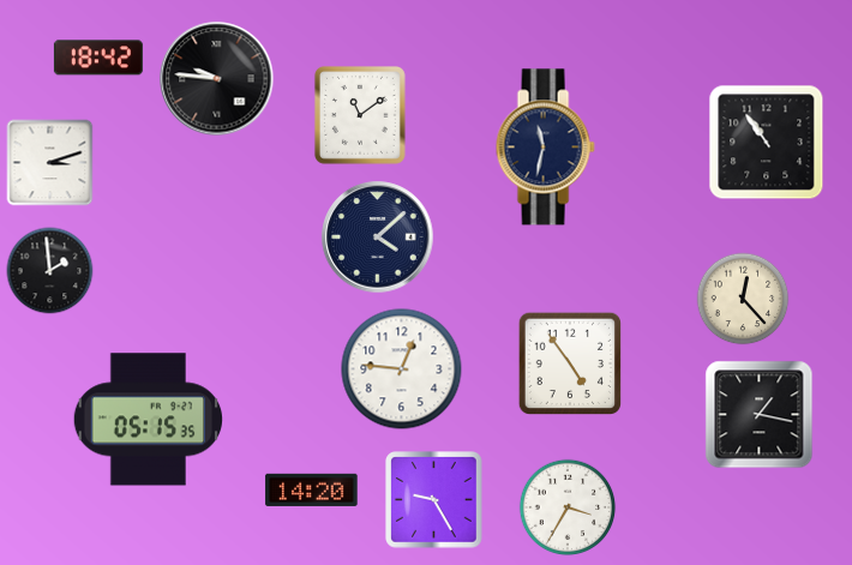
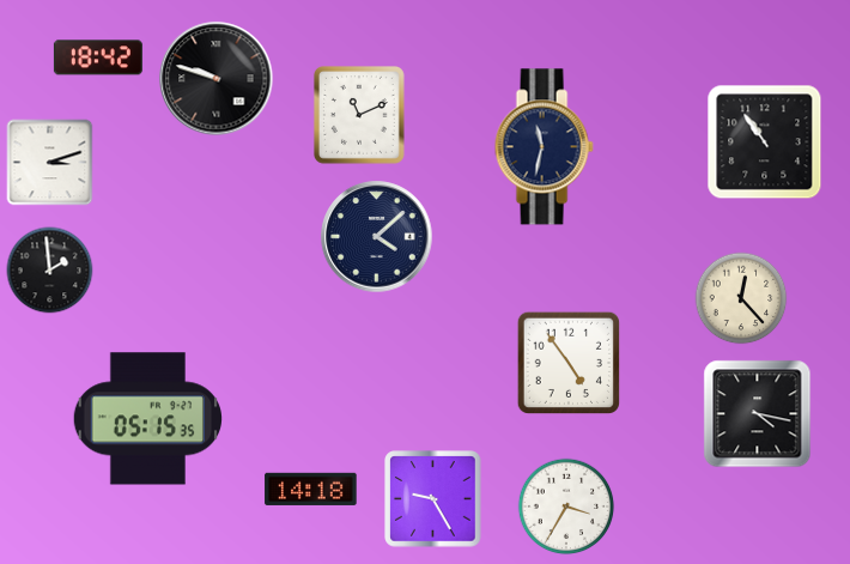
clock at (217, 79): 9:46 -> 9:48
clock at (360, 116): 11:09 -> 11:11
clock at (402, 369): 12:46 -> none
clock at (760, 415): 1:17 -> 4:17
clock at (312, 489): 14:20 -> 14:18
